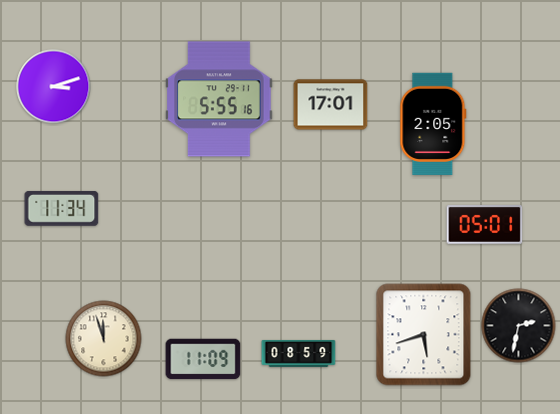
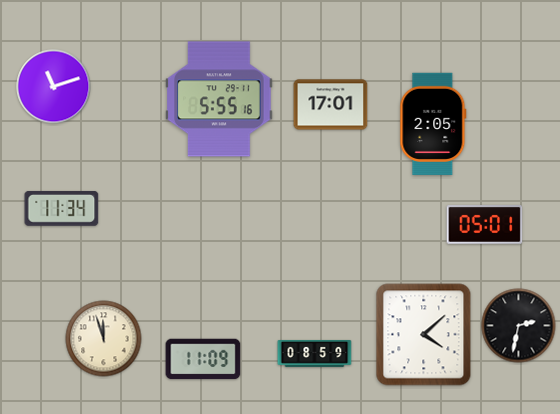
clock at (54, 87): 3:12 -> 11:12
clock at (424, 335): 5:42 -> 4:08
clock at (299, 353) position: (299, 353) -> (315, 353)
